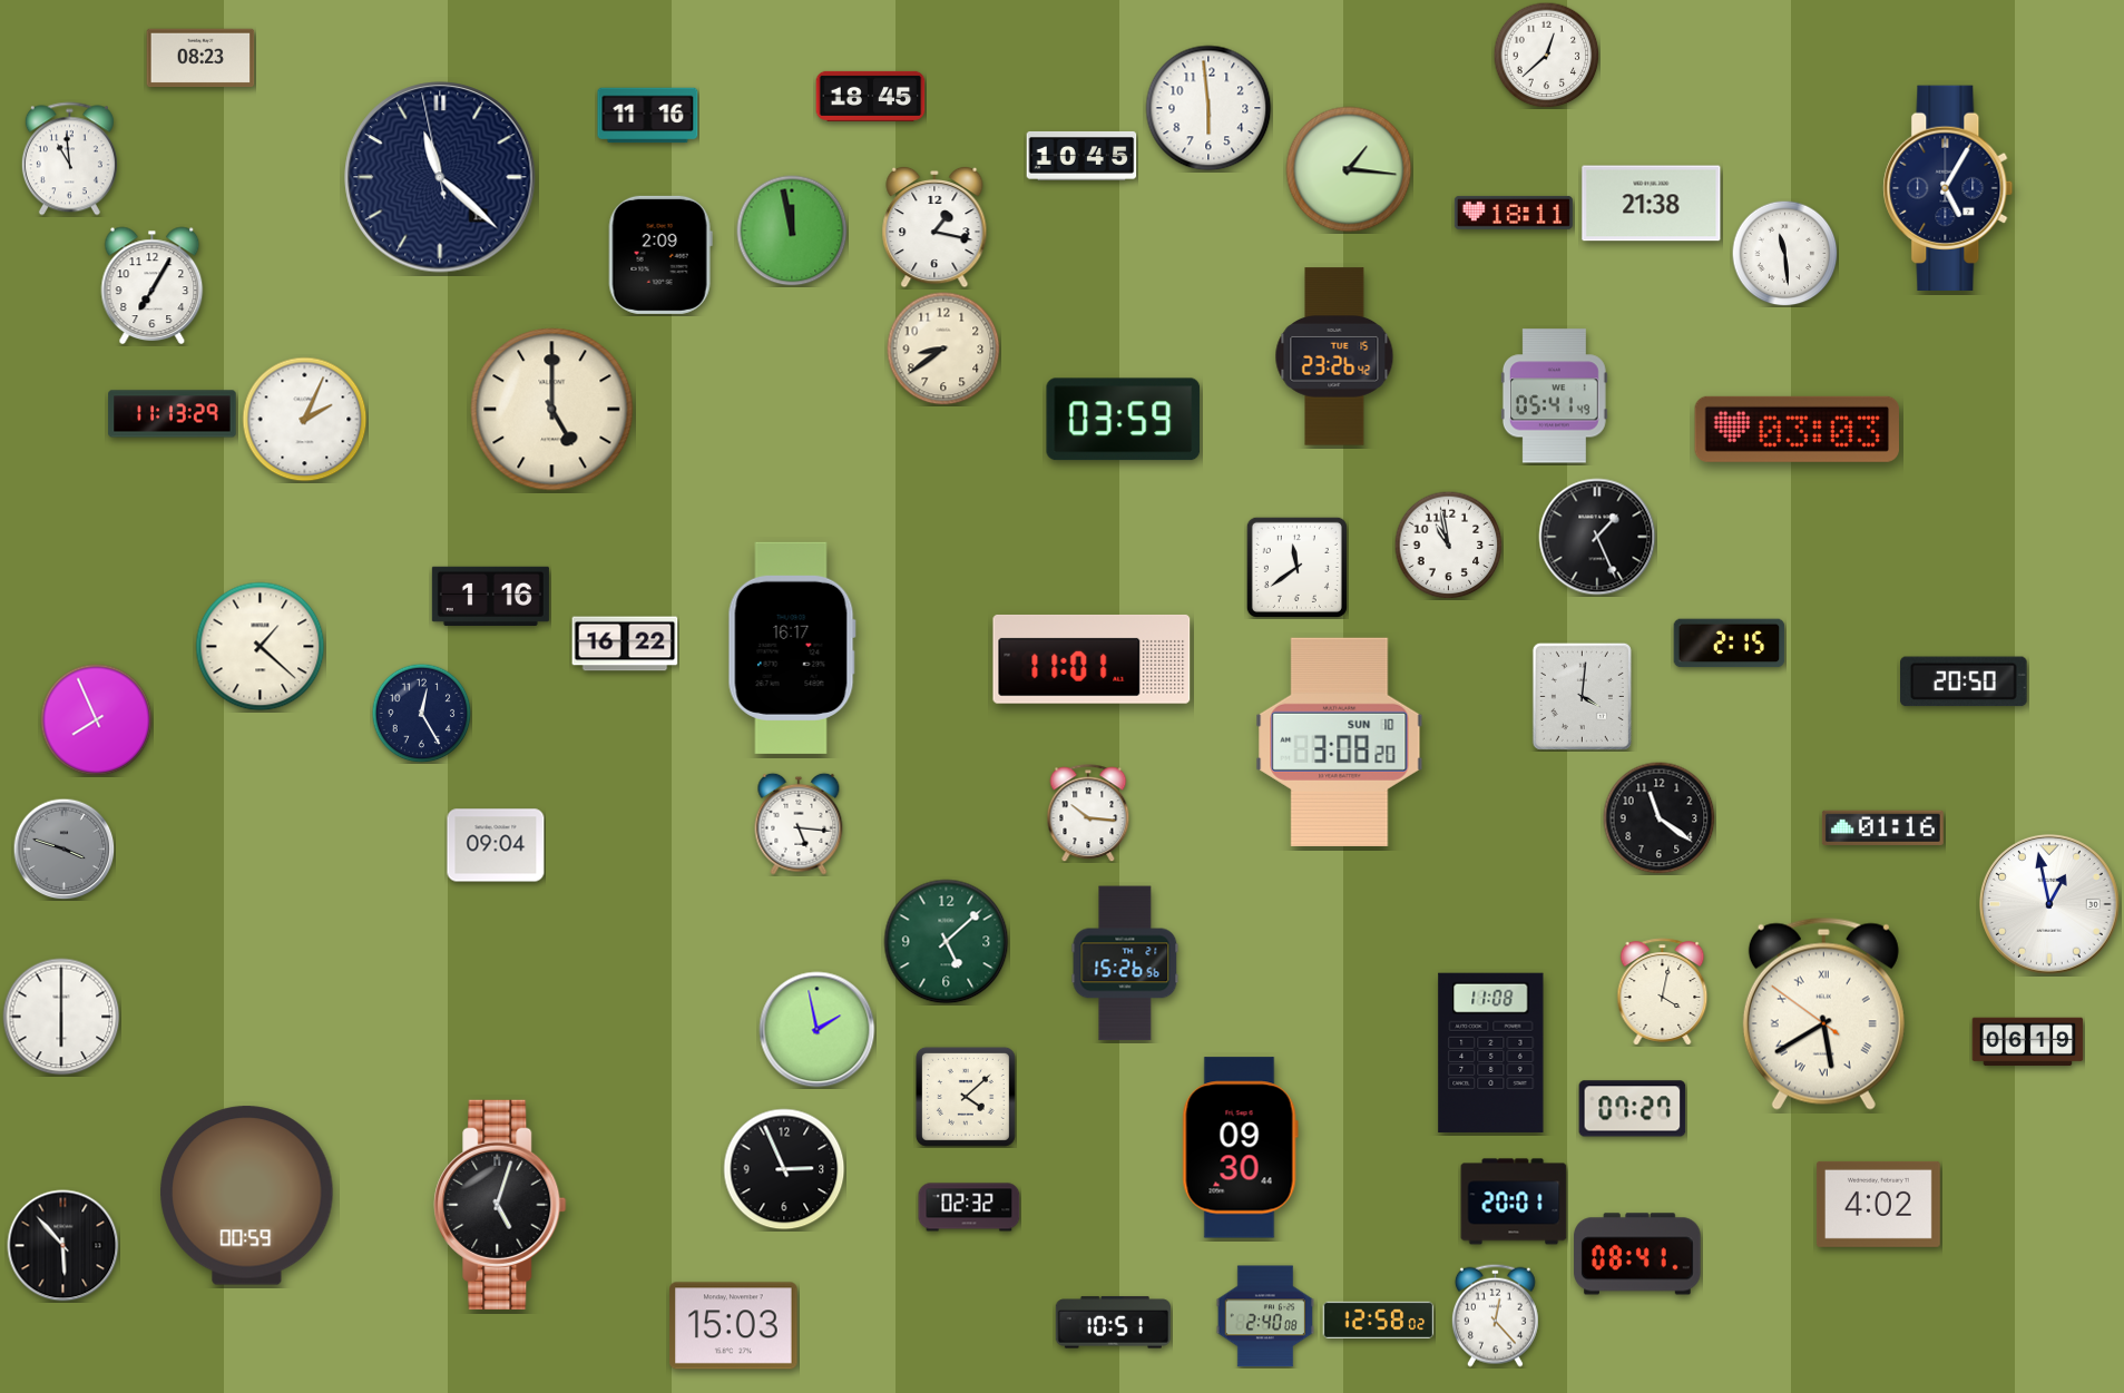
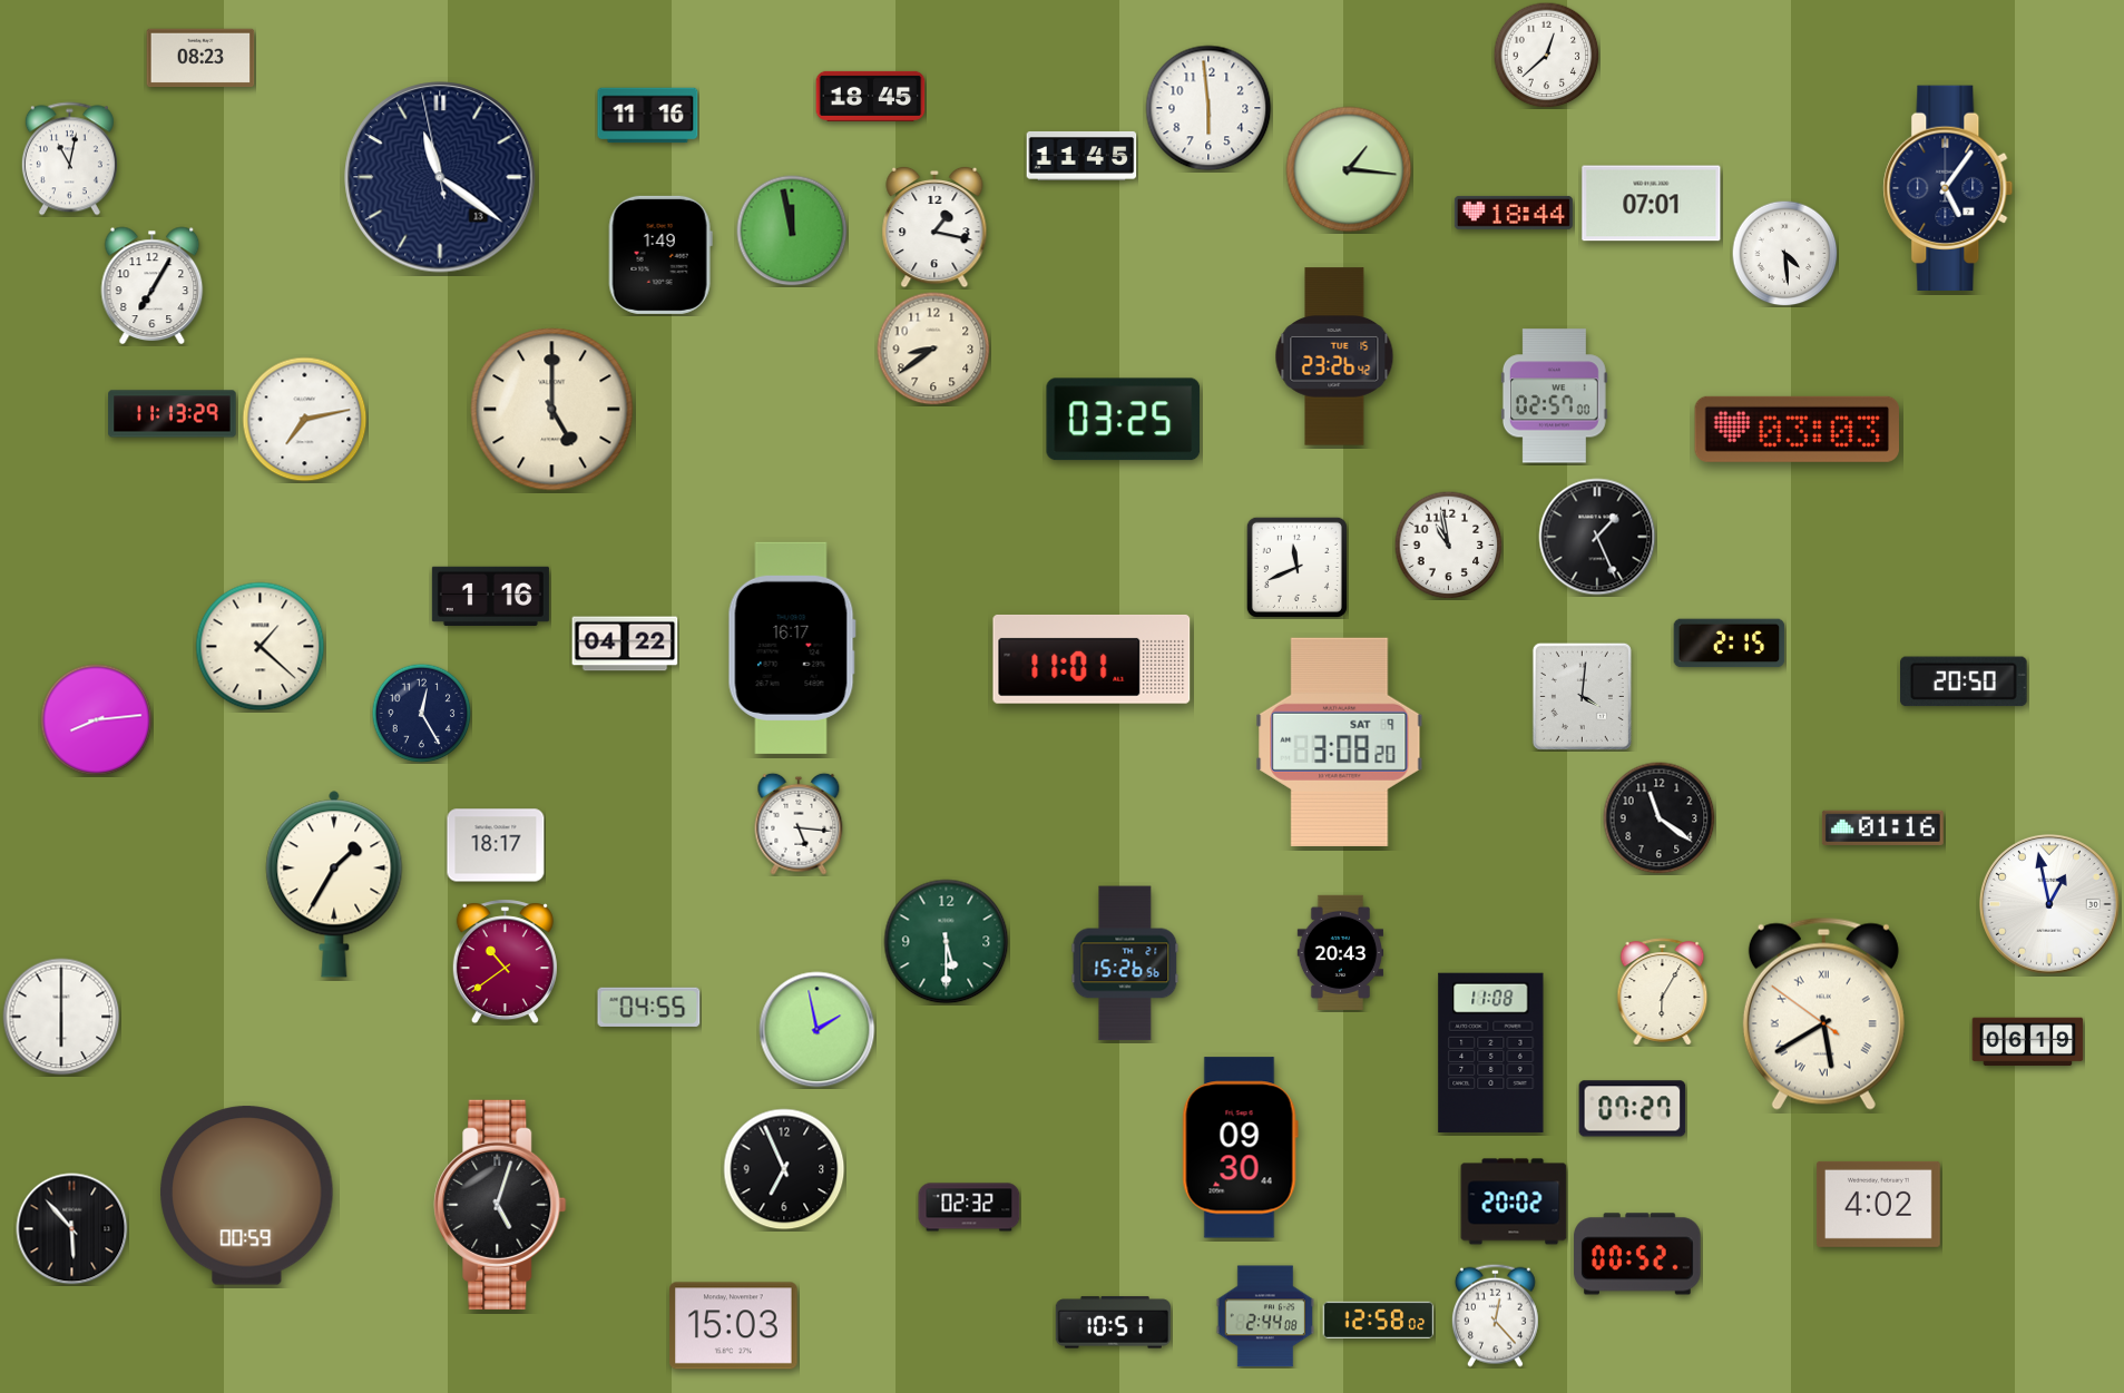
clock at (1081, 156): 10:45 -> 11:45
clock at (69, 159): 10:59 -> 11:02
clock at (440, 177): 11:21 -> 11:20
clock at (1948, 187): 5:05 -> 5:06
clock at (1652, 204): 21:38 -> 07:01
clock at (1514, 213): 18:11 -> 18:44
clock at (1784, 253): 11:29 -> 4:29
clock at (660, 255): 2:09 -> 1:49
clock at (943, 349) position: (943, 349) -> (933, 349)
clock at (1554, 396): 05:41 -> 02:57
clock at (305, 420): 2:04 -> 7:13
clock at (1124, 420): 03:59 -> 03:25
clock at (1296, 567): 11:39 -> 11:41
clock at (625, 644): 16:22 -> 04:22
clock at (97, 720): 7:56 -> 8:14
clock at (1340, 742) date: SUN 10 -> SAT 9
clock at (1088, 813): 10:16 -> none
clock at (496, 845): 09:04 -> 18:17
clock at (63, 848): 3:48 -> none
clock at (334, 884): none -> 1:35
clock at (947, 942): 5:08 -> 5:30
clock at (1340, 952): none -> 20:43
clock at (505, 962): none -> 10:39
clock at (1663, 992): 4:02 -> 6:05
clock at (649, 1007): none -> 04:55
clock at (966, 1097): 4:08 -> none
clock at (784, 1169): 2:56 -> 6:56
clock at (1514, 1201): 20:01 -> 20:02
clock at (63, 1246) position: (63, 1246) -> (72, 1229)
clock at (1637, 1254): 08:41 -> 00:52
clock at (1265, 1316): 2:40 -> 2:44
